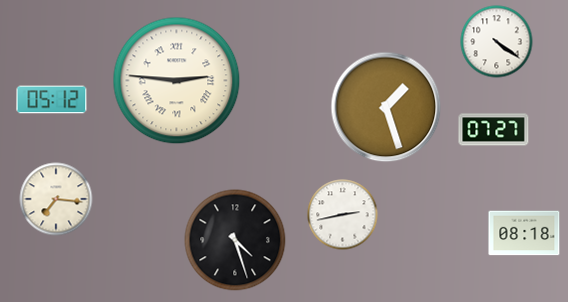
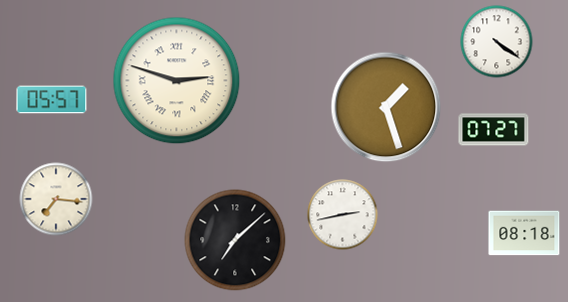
clock at (177, 81): 2:46 -> 2:48
clock at (52, 100): 05:12 -> 05:57
clock at (235, 240): 4:27 -> 7:08
